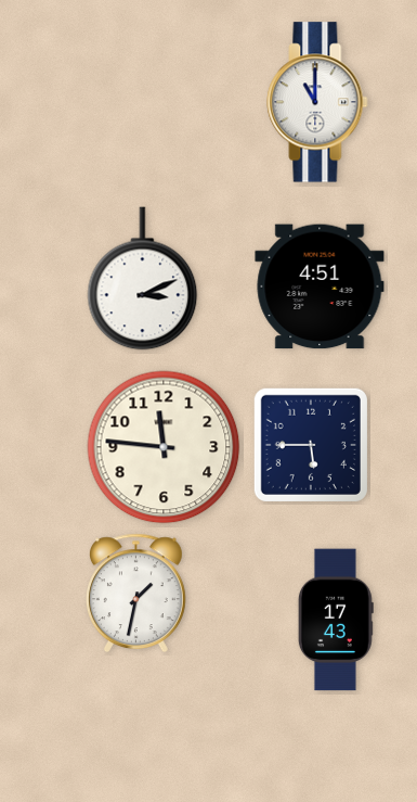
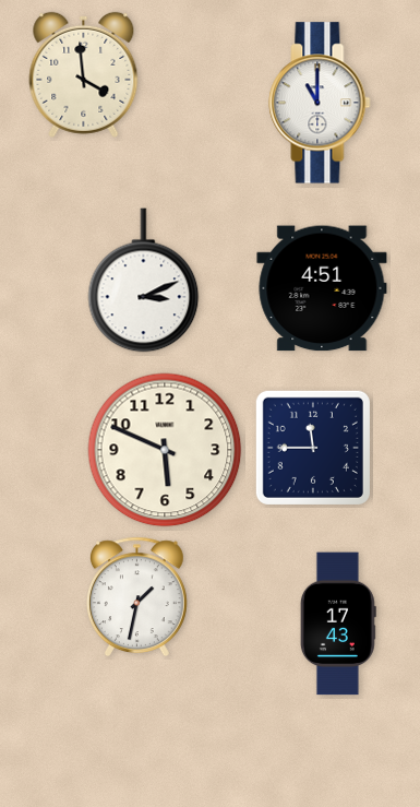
clock at (84, 74): none -> 3:59
clock at (311, 445): 5:45 -> 11:45
clock at (164, 447): 11:46 -> 5:49
